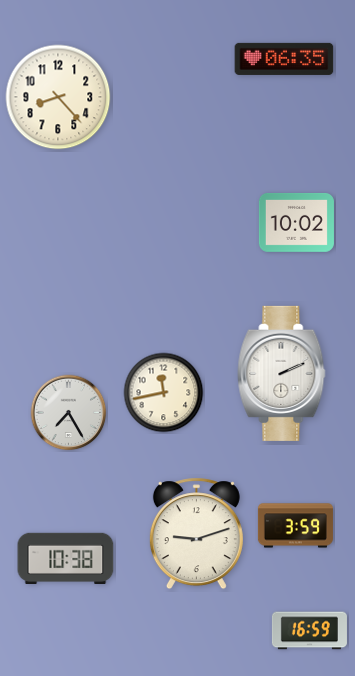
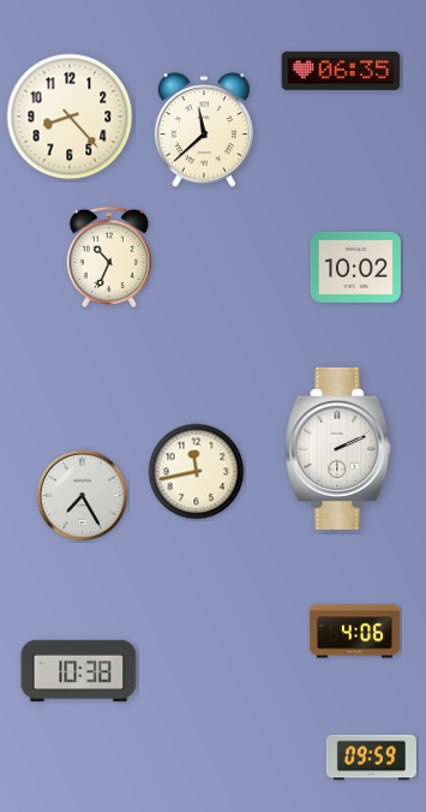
clock at (204, 131): none -> 11:38
clock at (108, 257): none -> 10:34
clock at (295, 526): 3:59 -> 4:06
clock at (196, 534): 9:12 -> none
clock at (309, 631): 16:59 -> 09:59
